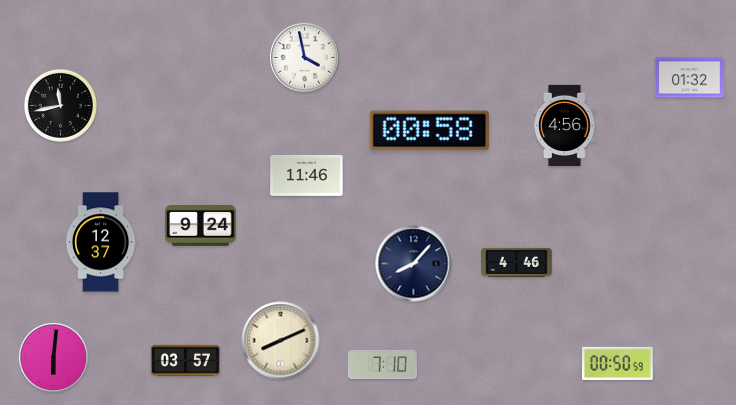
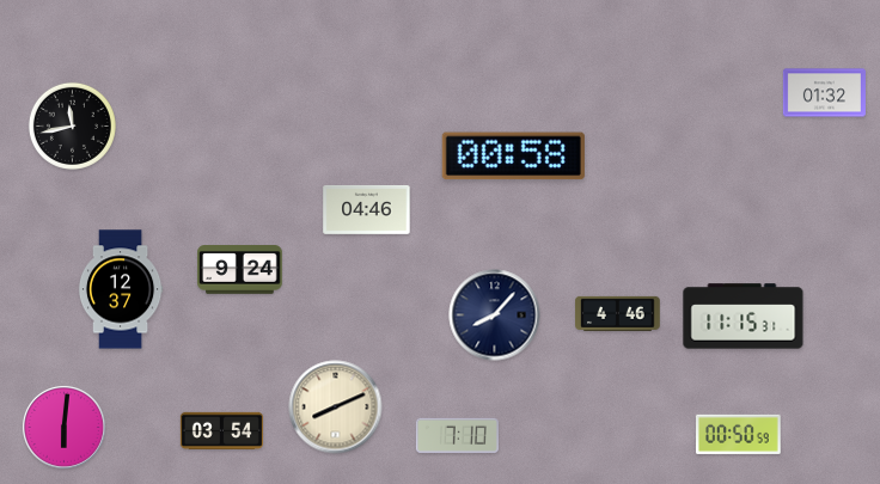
clock at (304, 57): 3:58 -> none
clock at (565, 125): 4:56 -> none
clock at (307, 175): 11:46 -> 04:46
clock at (744, 317): none -> 11:15
clock at (185, 360): 03:57 -> 03:54
